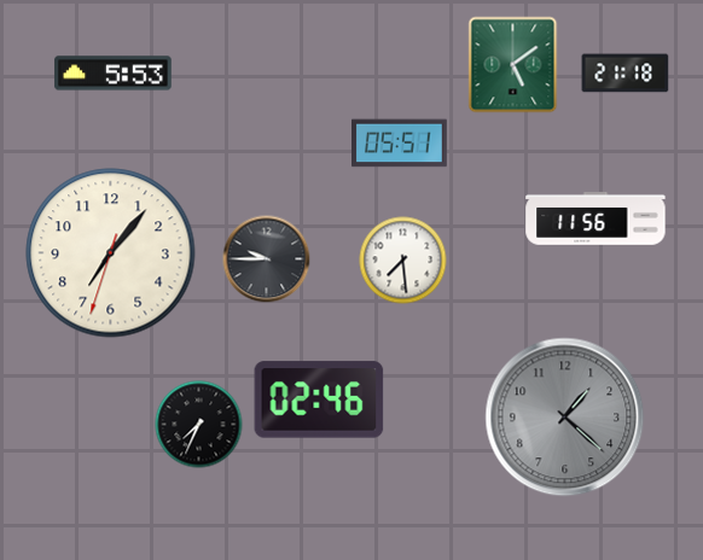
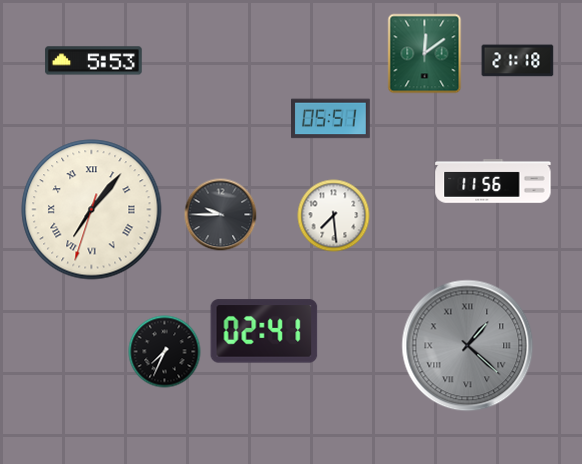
clock at (513, 65): 5:09 -> 12:09
clock at (111, 253) numerals: Arabic -> Roman
clock at (319, 399): 02:46 -> 02:41
clock at (565, 418) numerals: Arabic -> Roman
